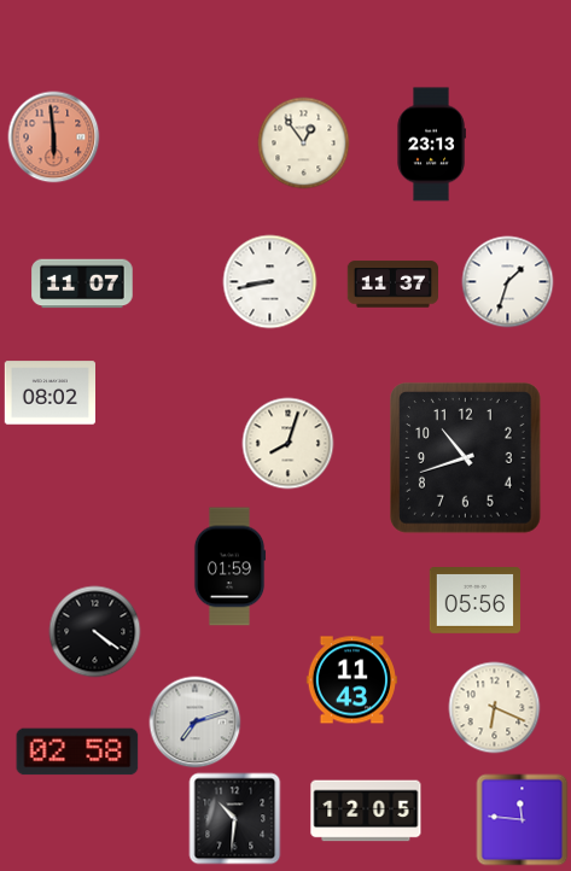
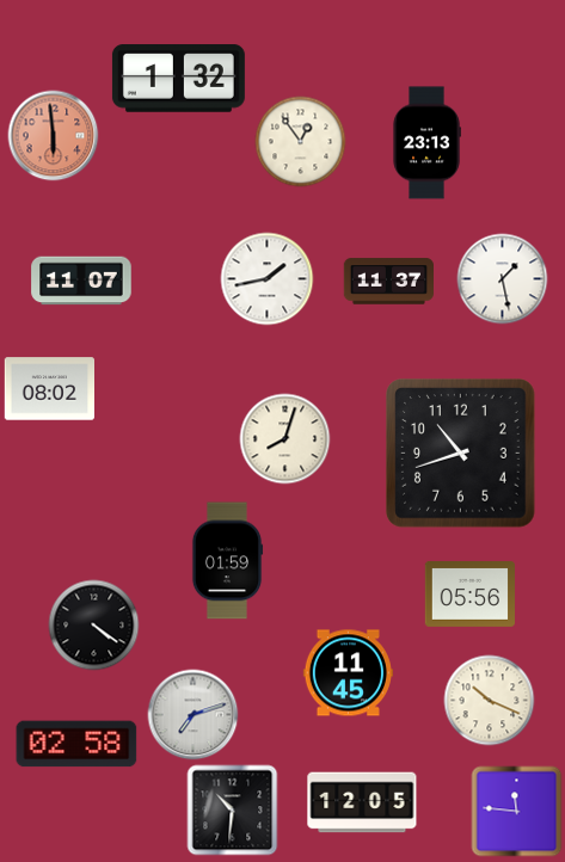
clock at (178, 79): none -> 1:32
clock at (270, 282): 8:43 -> 1:43
clock at (508, 282): 1:33 -> 1:28
clock at (351, 680): 11:43 -> 11:45
clock at (495, 708): 6:19 -> 10:19
